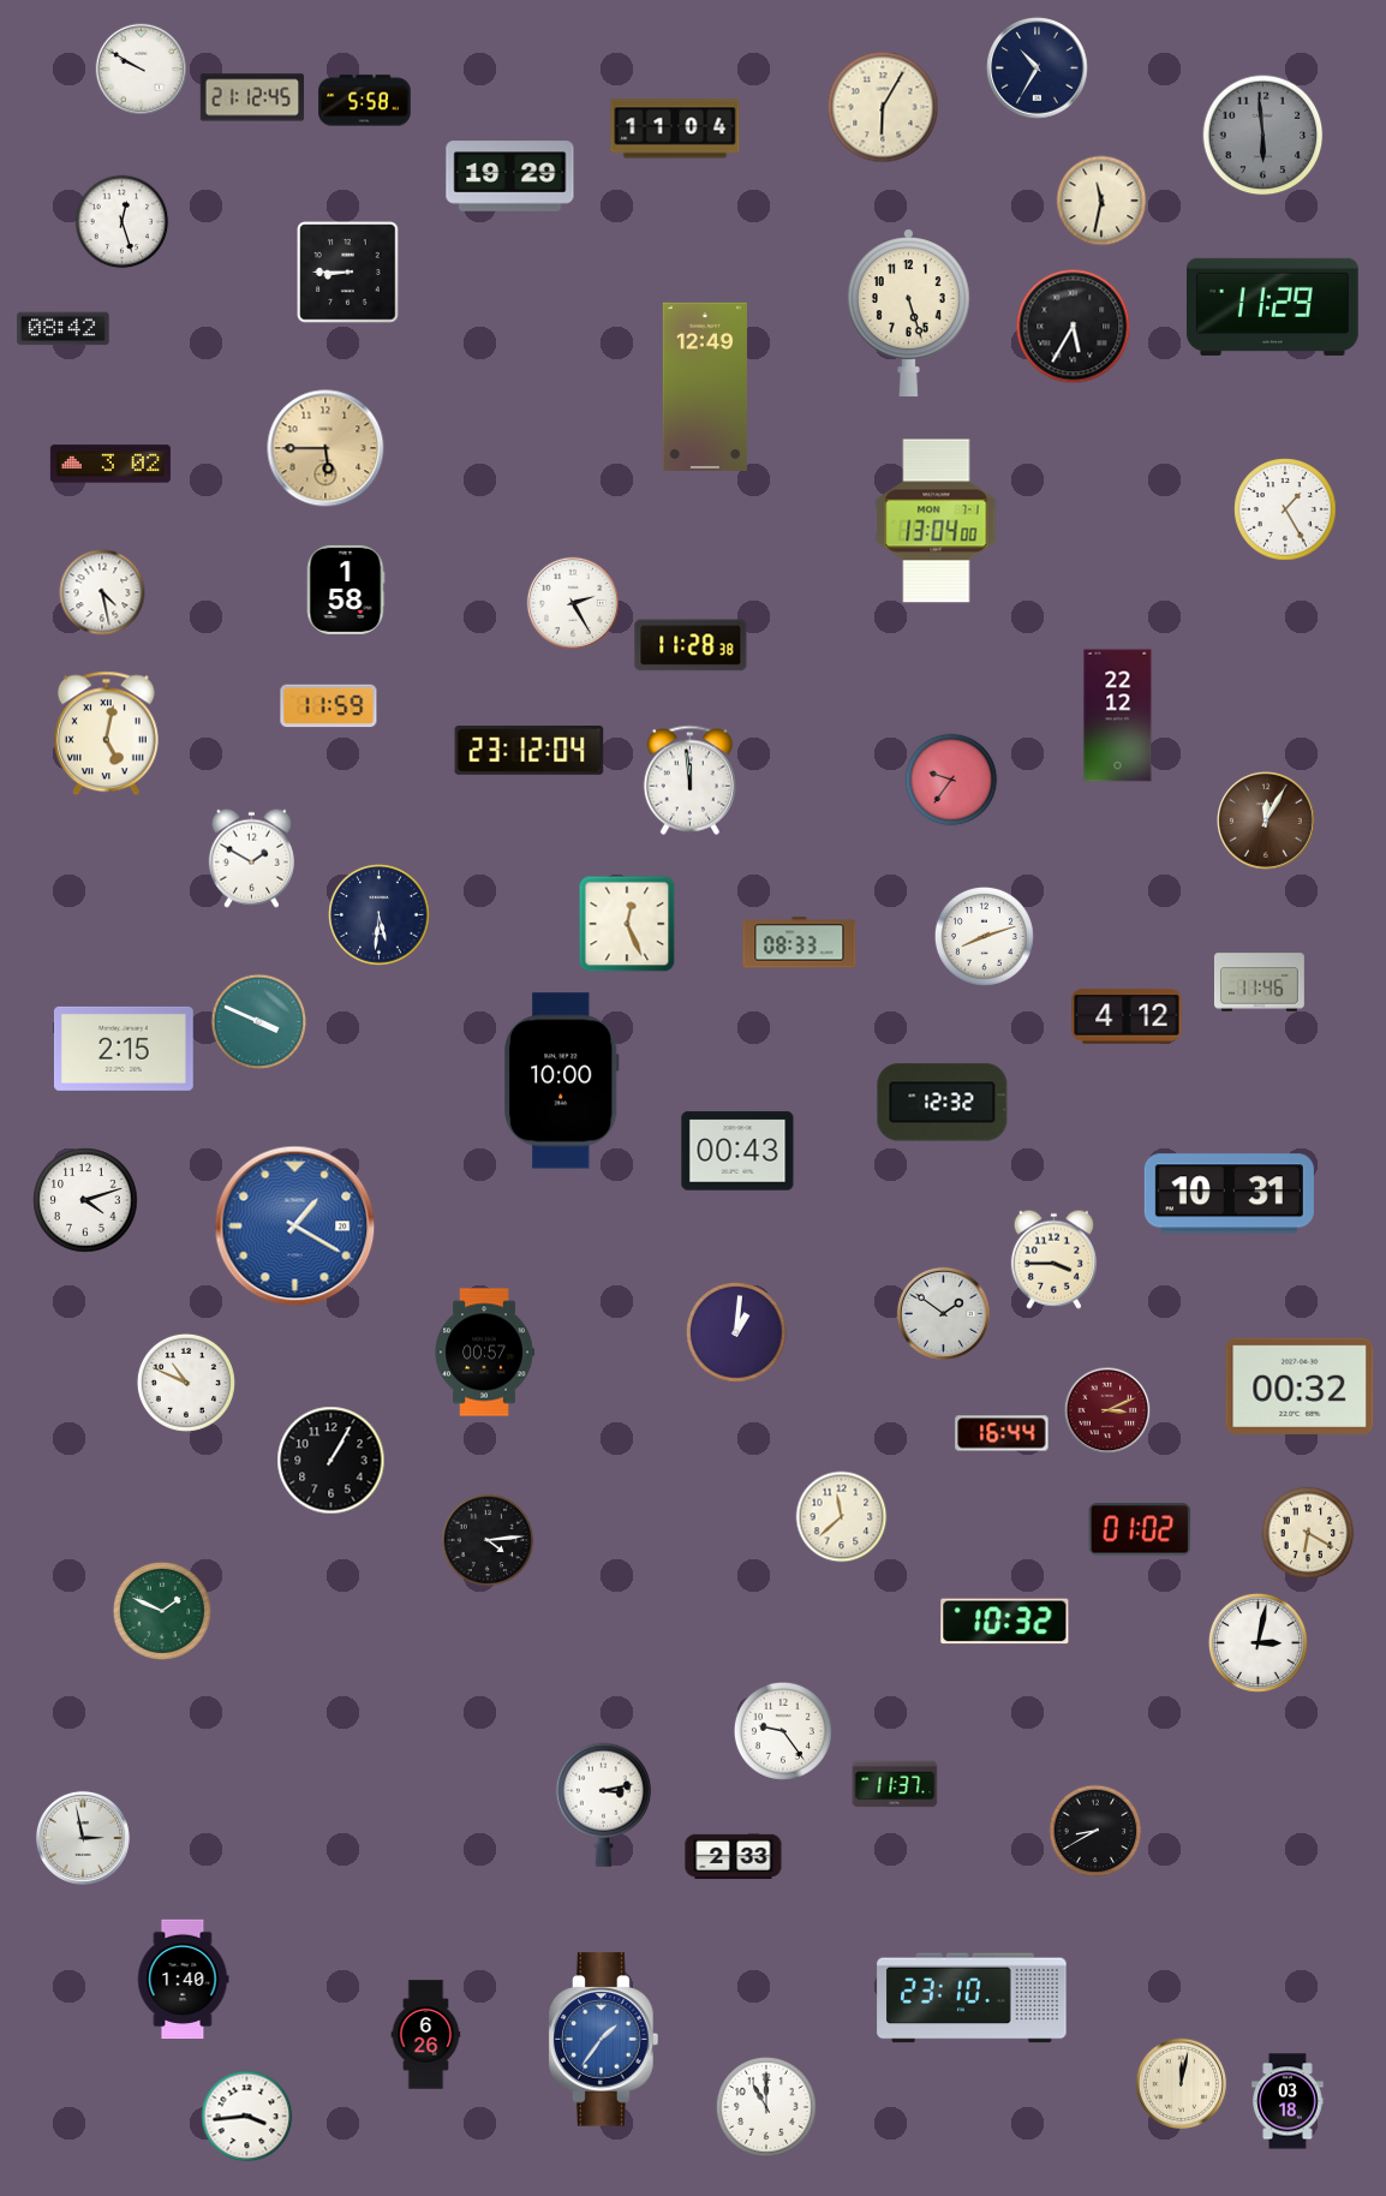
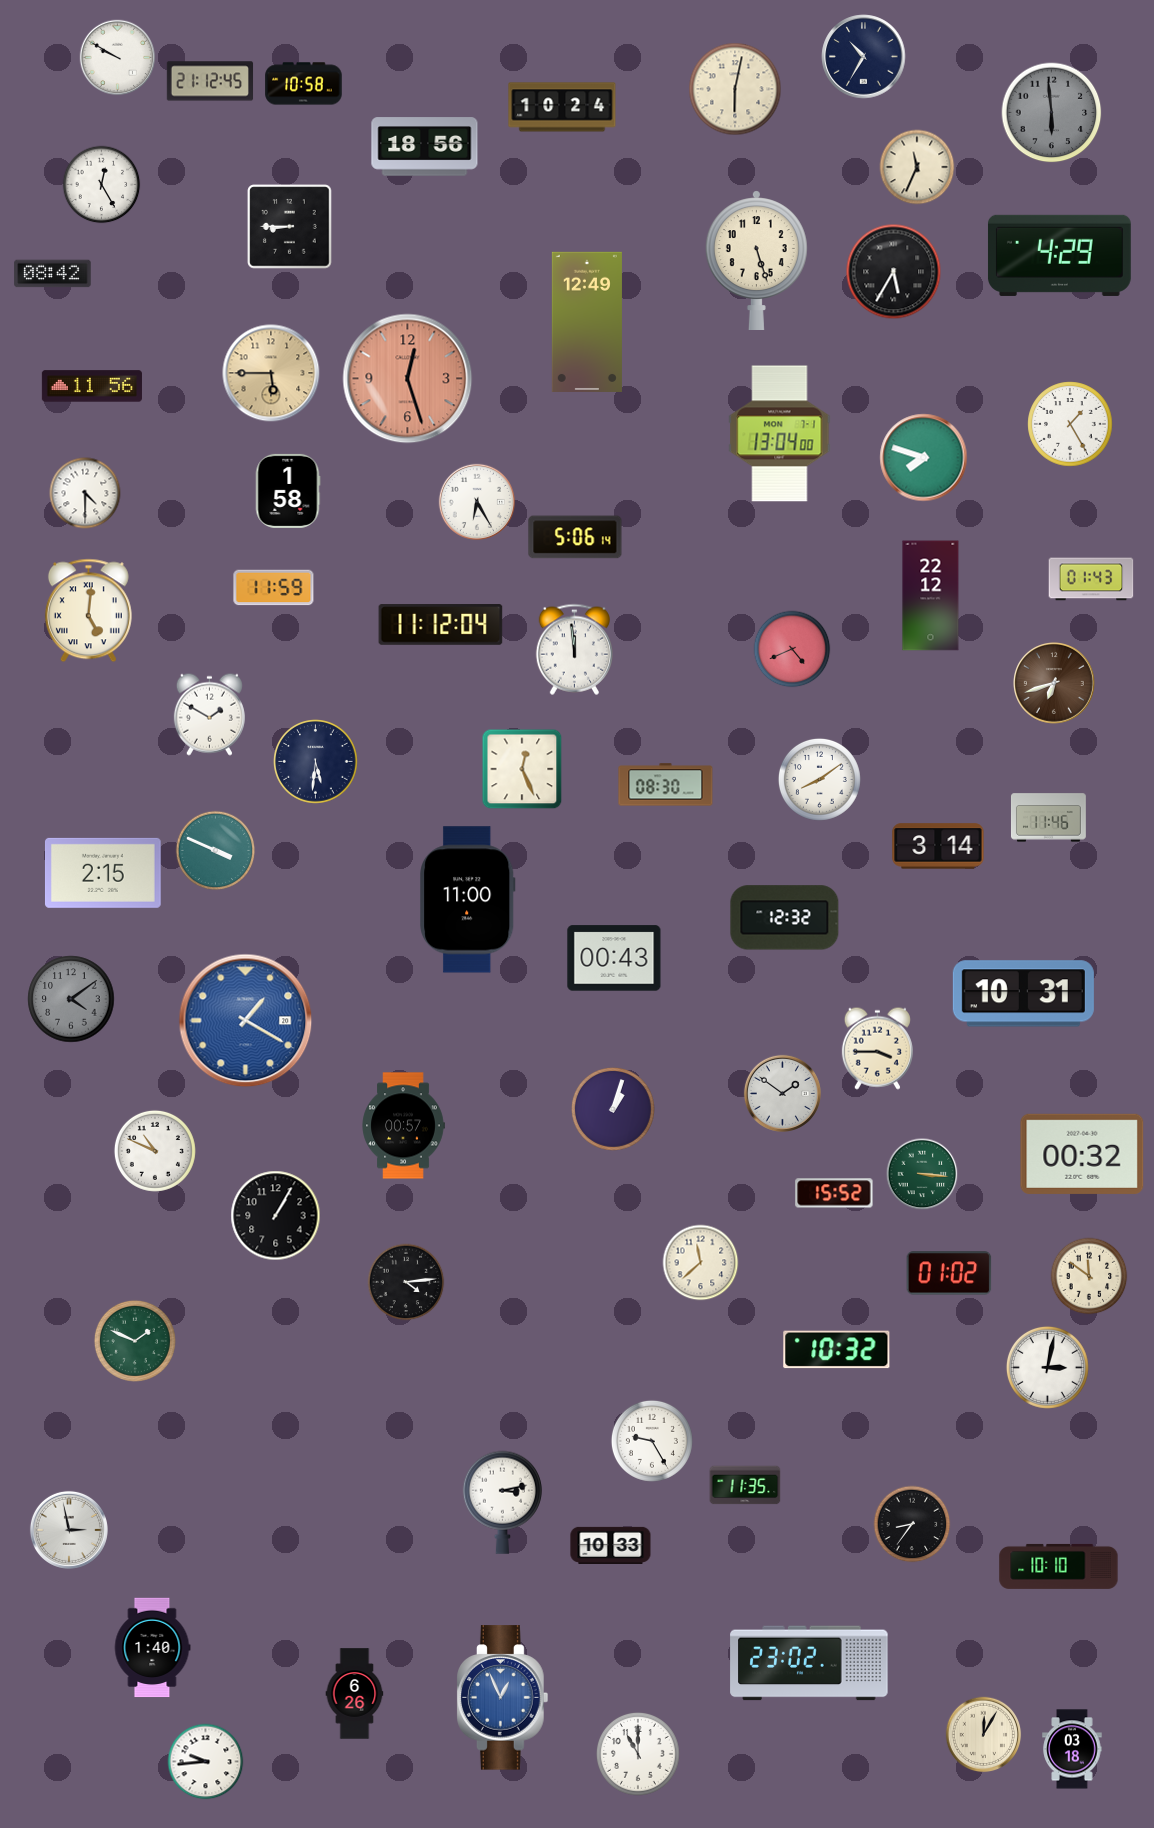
clock at (365, 101): 5:58 -> 10:58
clock at (883, 107): 6:05 -> 6:02
clock at (675, 129): 11:04 -> 10:24
clock at (510, 177): 19:29 -> 18:56
clock at (1101, 201): 11:32 -> 11:34
clock at (123, 222): 12:27 -> 12:25
clock at (1272, 306): 11:29 -> 4:29
clock at (408, 379): none -> 12:27
clock at (110, 464): 3:02 -> 11:56
clock at (924, 458): none -> 7:48
clock at (102, 592): 4:28 -> 4:30
clock at (572, 602): 2:25 -> 6:25
clock at (691, 645): 11:28 -> 5:06
clock at (1091, 579): none -> 01:43
clock at (106, 734): 5:02 -> 5:01
clock at (530, 751): 23:12 -> 11:12
clock at (951, 780): 9:36 -> 4:41
clock at (1267, 822): 12:05 -> 6:42
clock at (984, 936): 8:12 -> 8:09
clock at (800, 943): 08:33 -> 08:30
clock at (1127, 1016): 4:12 -> 3:14
clock at (562, 1081): 10:00 -> 11:00
clock at (85, 1200): 4:12 -> 4:09
clock at (85, 1200) dial: white -> grey
clock at (943, 1313) position: (943, 1313) -> (782, 1093)
clock at (736, 1332): 1:01 -> 1:03
clock at (1107, 1410): 3:11 -> 3:16
clock at (1107, 1410) dial: burgundy -> green
clock at (1002, 1433): 16:44 -> 15:52
clock at (1308, 1533): 6:20 -> 11:51
clock at (783, 1731): 9:24 -> 9:25
clock at (895, 1784): 11:37 -> 11:35
clock at (1095, 1831): 8:40 -> 8:36
clock at (734, 1856): 2:33 -> 10:33
clock at (1059, 1566): none -> 10:10
clock at (972, 1998): 23:10 -> 23:02
clock at (604, 2040): 1:36 -> 12:56
clock at (1182, 2084): 12:02 -> 12:05
clock at (247, 2117): 3:44 -> 9:44
